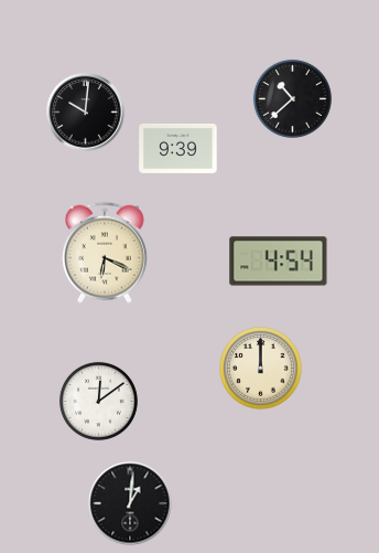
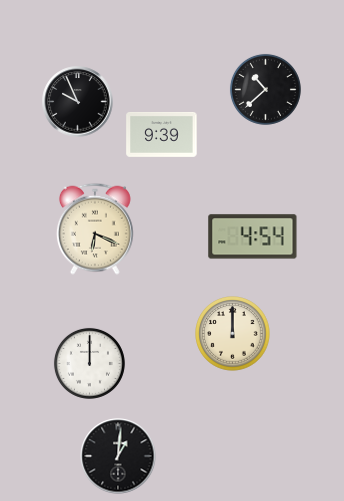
clock at (86, 113): 10:01 -> 9:56
clock at (261, 369) position: (261, 369) -> (233, 334)
clock at (98, 401): 12:09 -> 12:00
